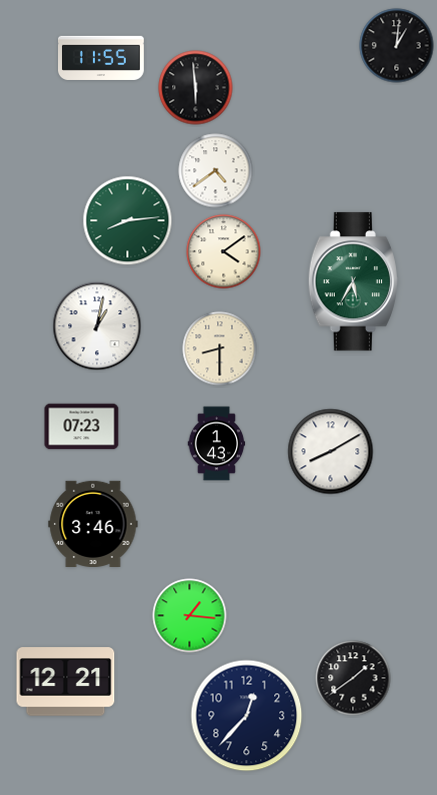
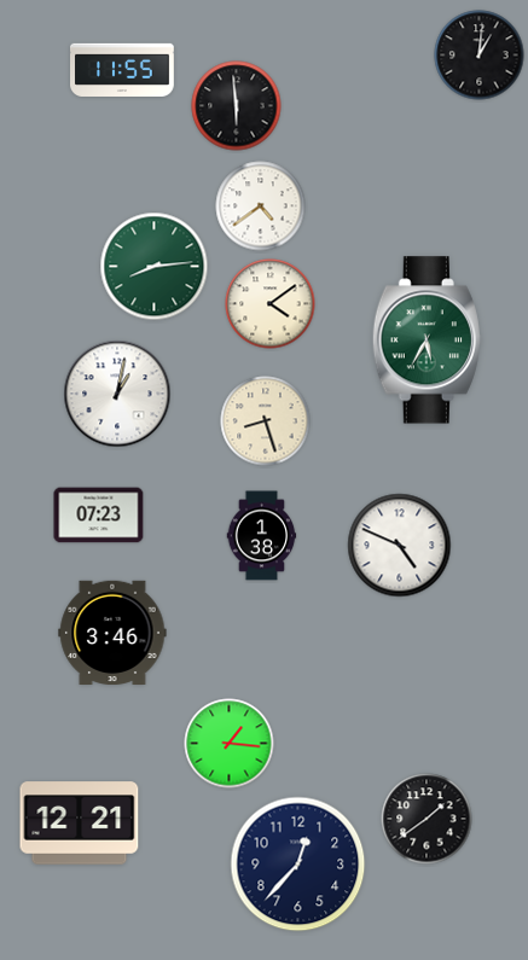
clock at (220, 349): 8:30 -> 8:27
clock at (217, 444): 1:43 -> 1:38
clock at (331, 452): 8:10 -> 4:49
